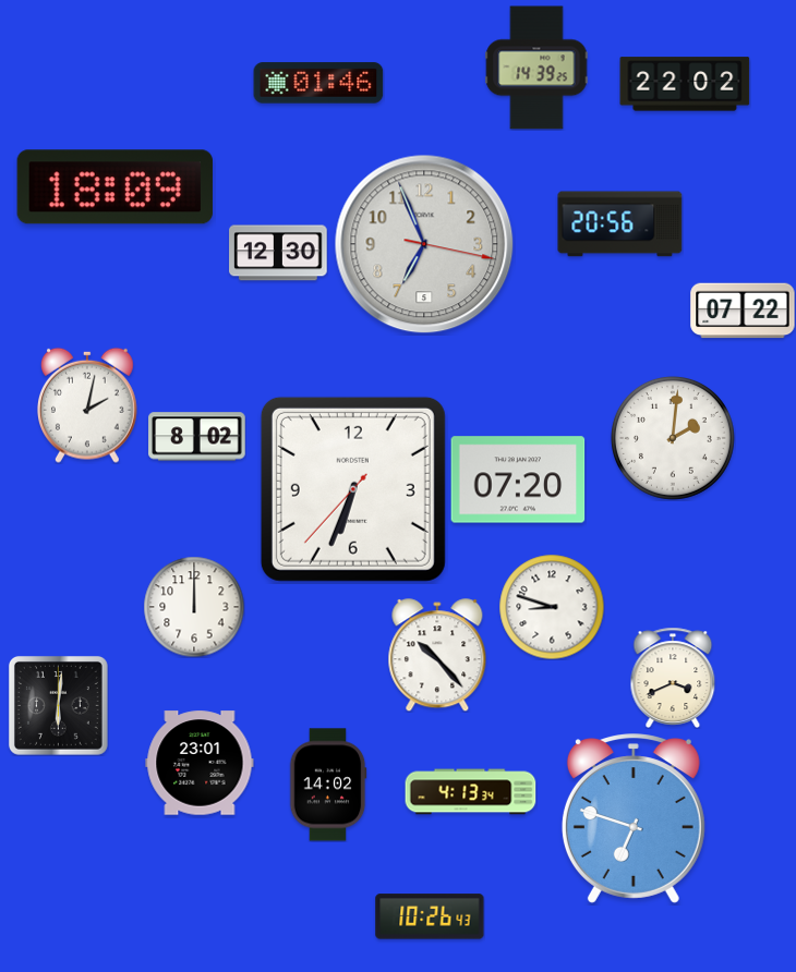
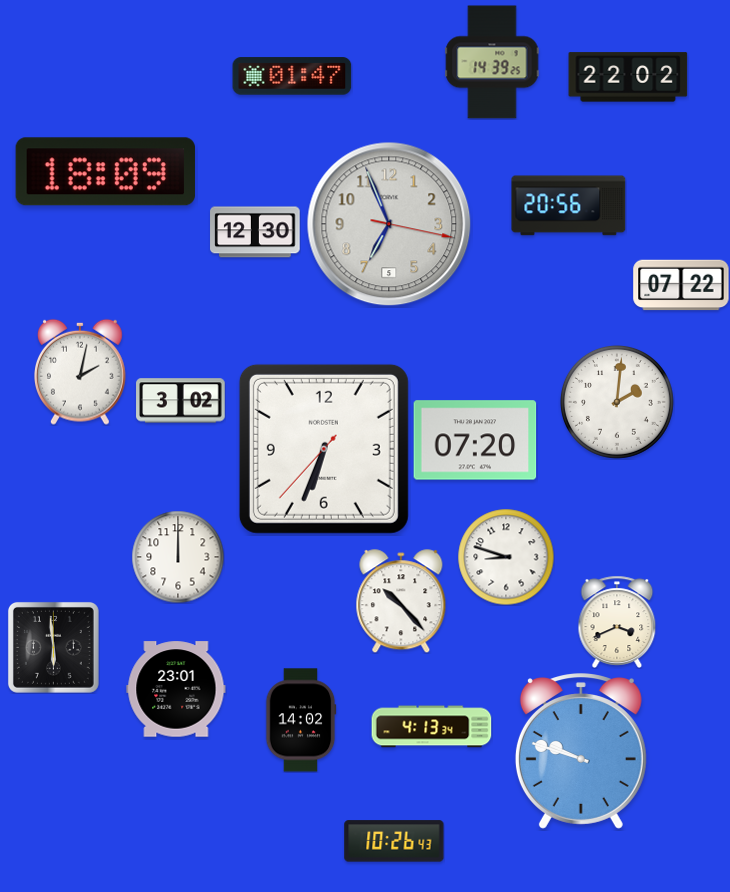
clock at (318, 83): 01:46 -> 01:47
clock at (197, 437): 8:02 -> 3:02
clock at (58, 705): 6:01 -> 5:59
clock at (200, 763) position: (200, 763) -> (176, 689)
clock at (634, 818): 6:48 -> 9:48
